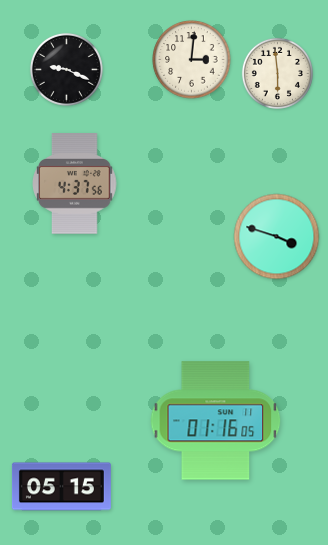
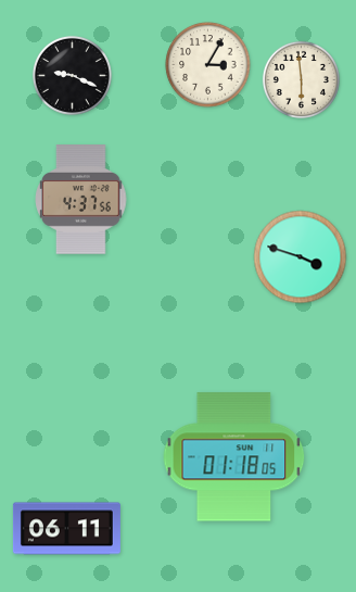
clock at (192, 60): 3:01 -> 3:05
clock at (216, 421): 01:16 -> 01:18
clock at (61, 487): 05:15 -> 06:11
